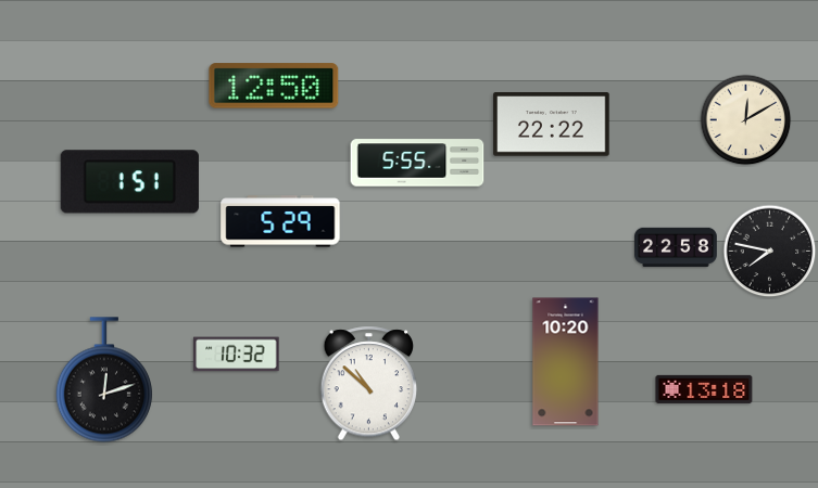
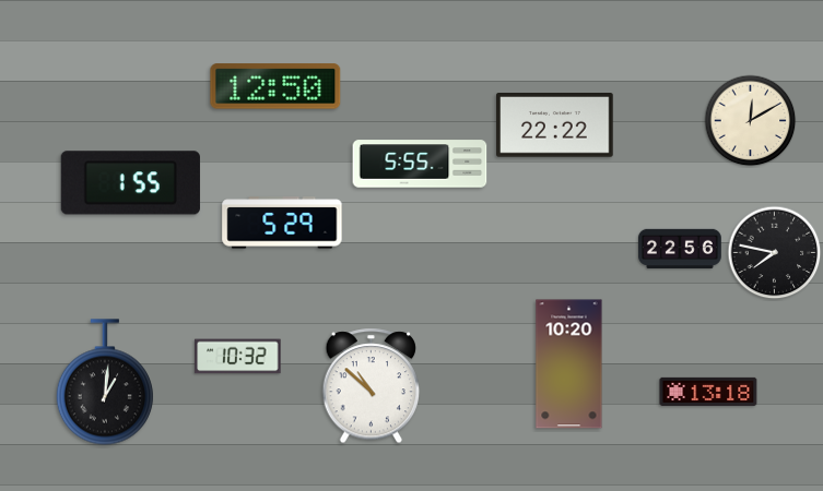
clock at (129, 182): 1:51 -> 1:55
clock at (676, 247): 22:58 -> 22:56
clock at (104, 380): 12:12 -> 1:01
